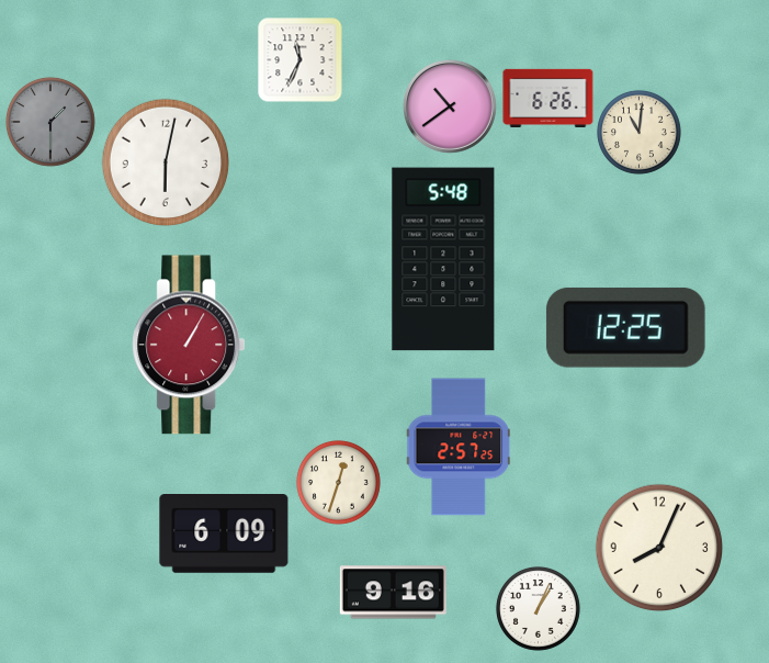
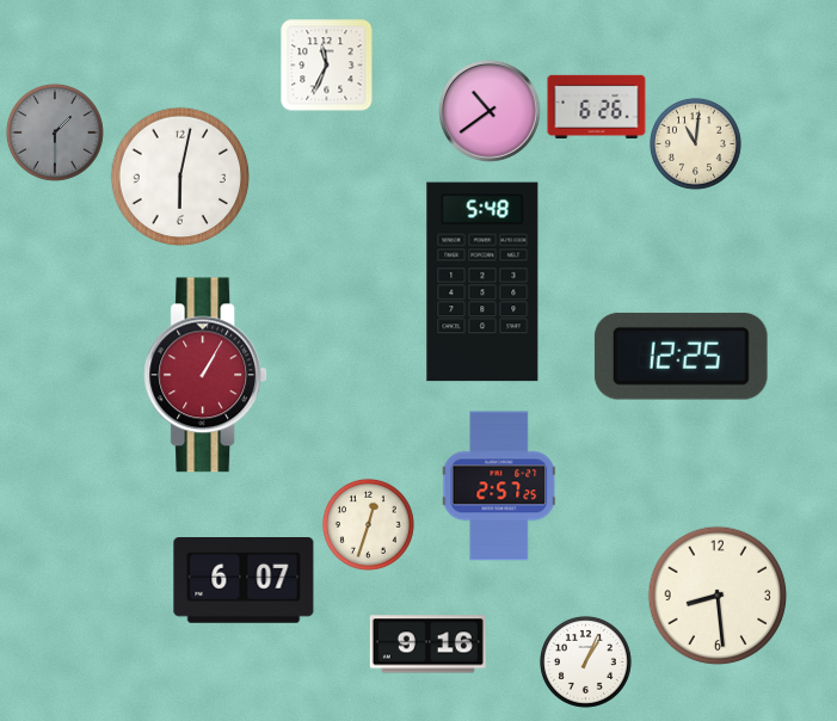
clock at (450, 106) position: (450, 106) -> (490, 111)
clock at (224, 535): 6:09 -> 6:07
clock at (659, 548): 8:04 -> 8:29
